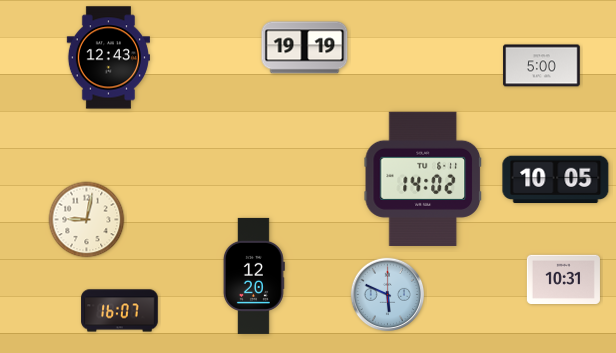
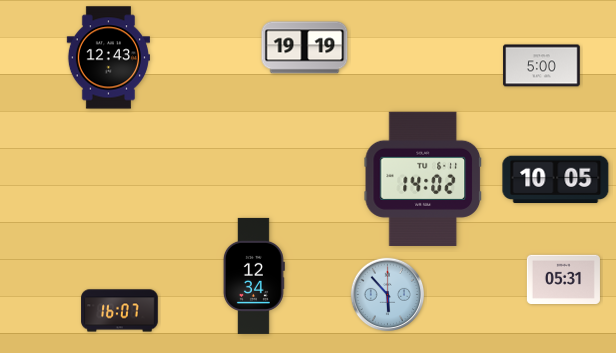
clock at (87, 220): 9:02 -> none
clock at (254, 276): 12:20 -> 12:34
clock at (563, 279): 10:31 -> 05:31
clock at (388, 295): 5:49 -> 5:53
